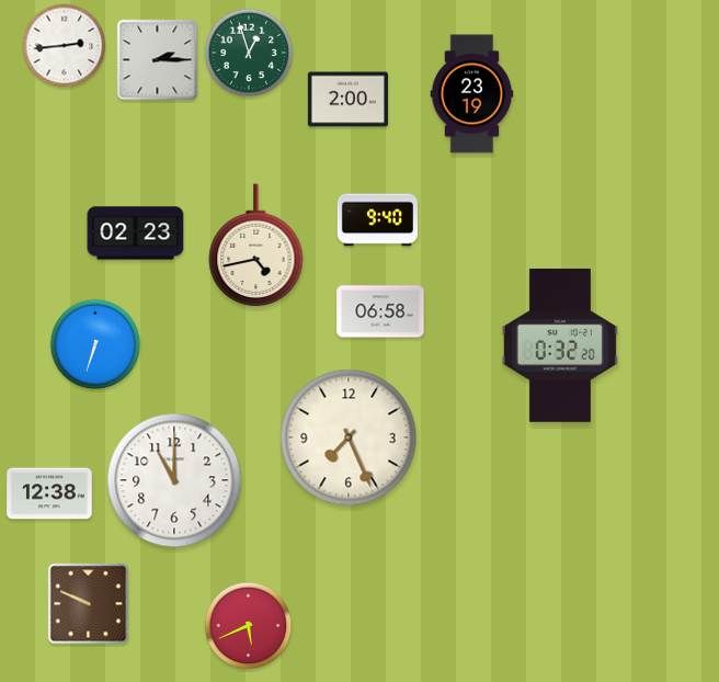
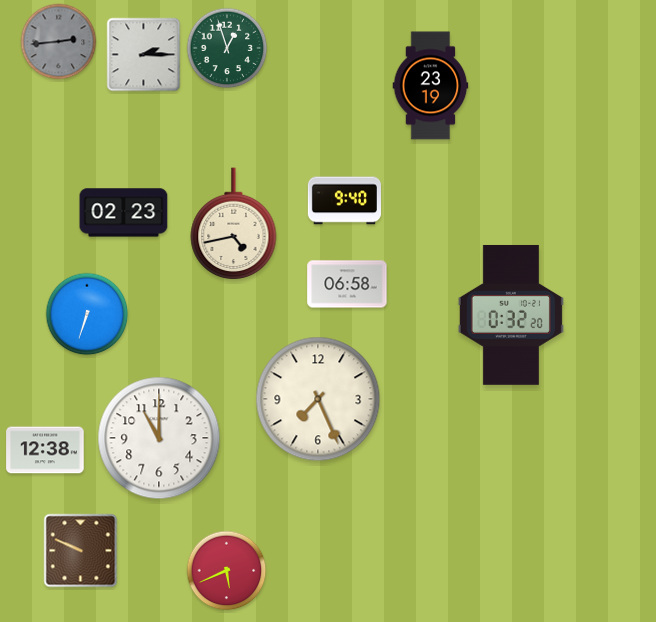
clock at (65, 46) dial: white -> grey
clock at (347, 100): 2:00 -> none
